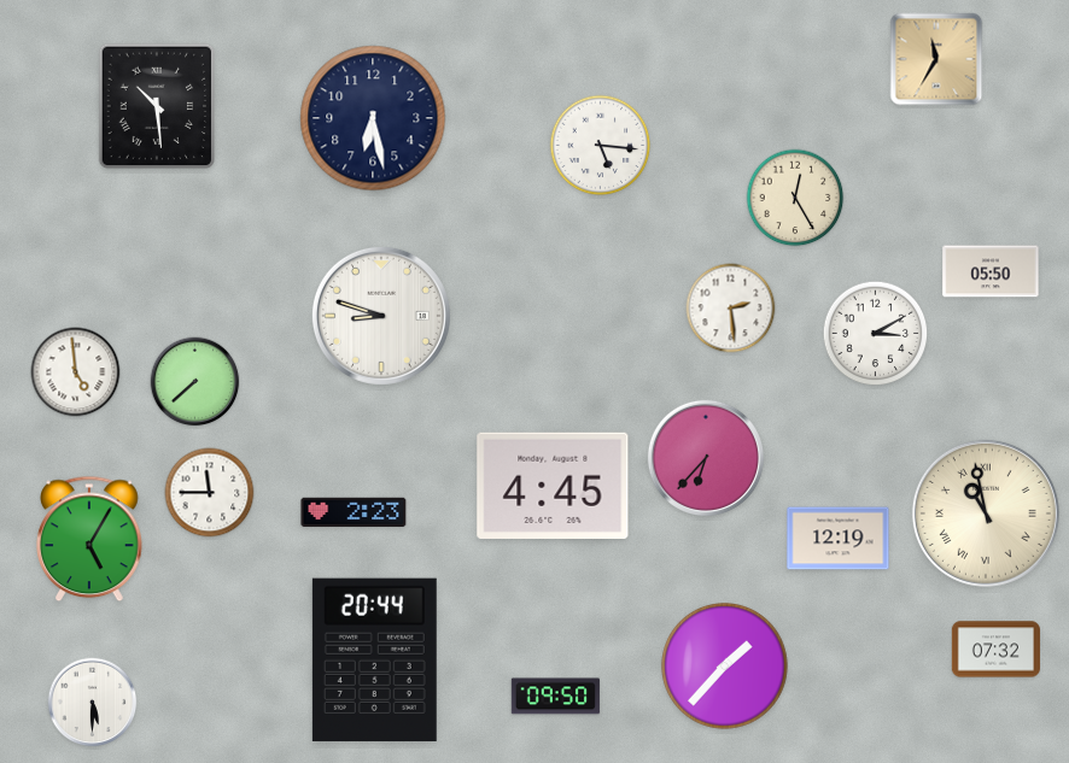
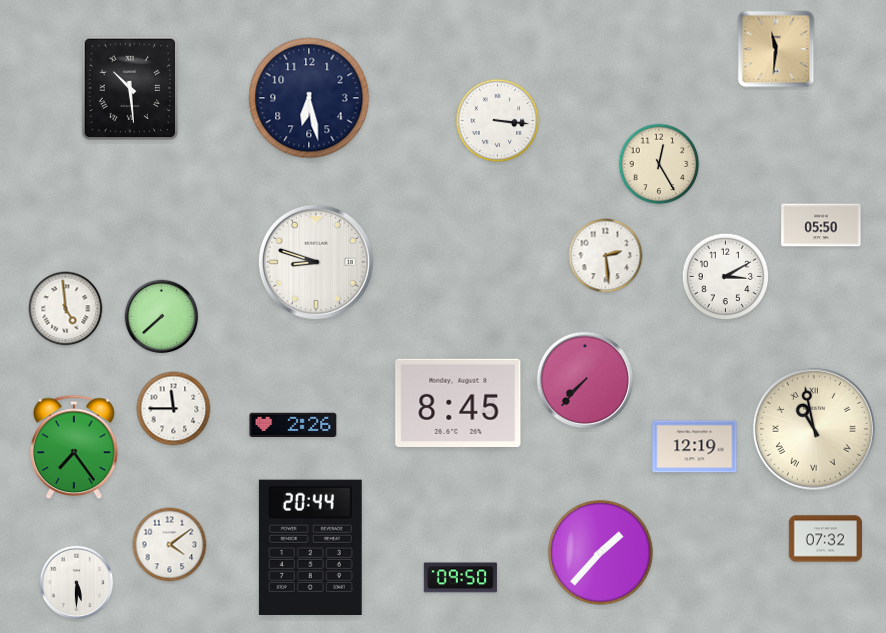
clock at (936, 59): 11:35 -> 11:31
clock at (601, 146): 5:16 -> 3:16
clock at (76, 372) position: (76, 372) -> (66, 309)
clock at (706, 458): 6:37 -> 7:37
clock at (553, 486): 4:45 -> 8:45
clock at (354, 512): 2:23 -> 2:26
clock at (986, 513) position: (986, 513) -> (814, 429)
clock at (90, 539): 5:05 -> 7:24
clock at (170, 545): none -> 4:09
